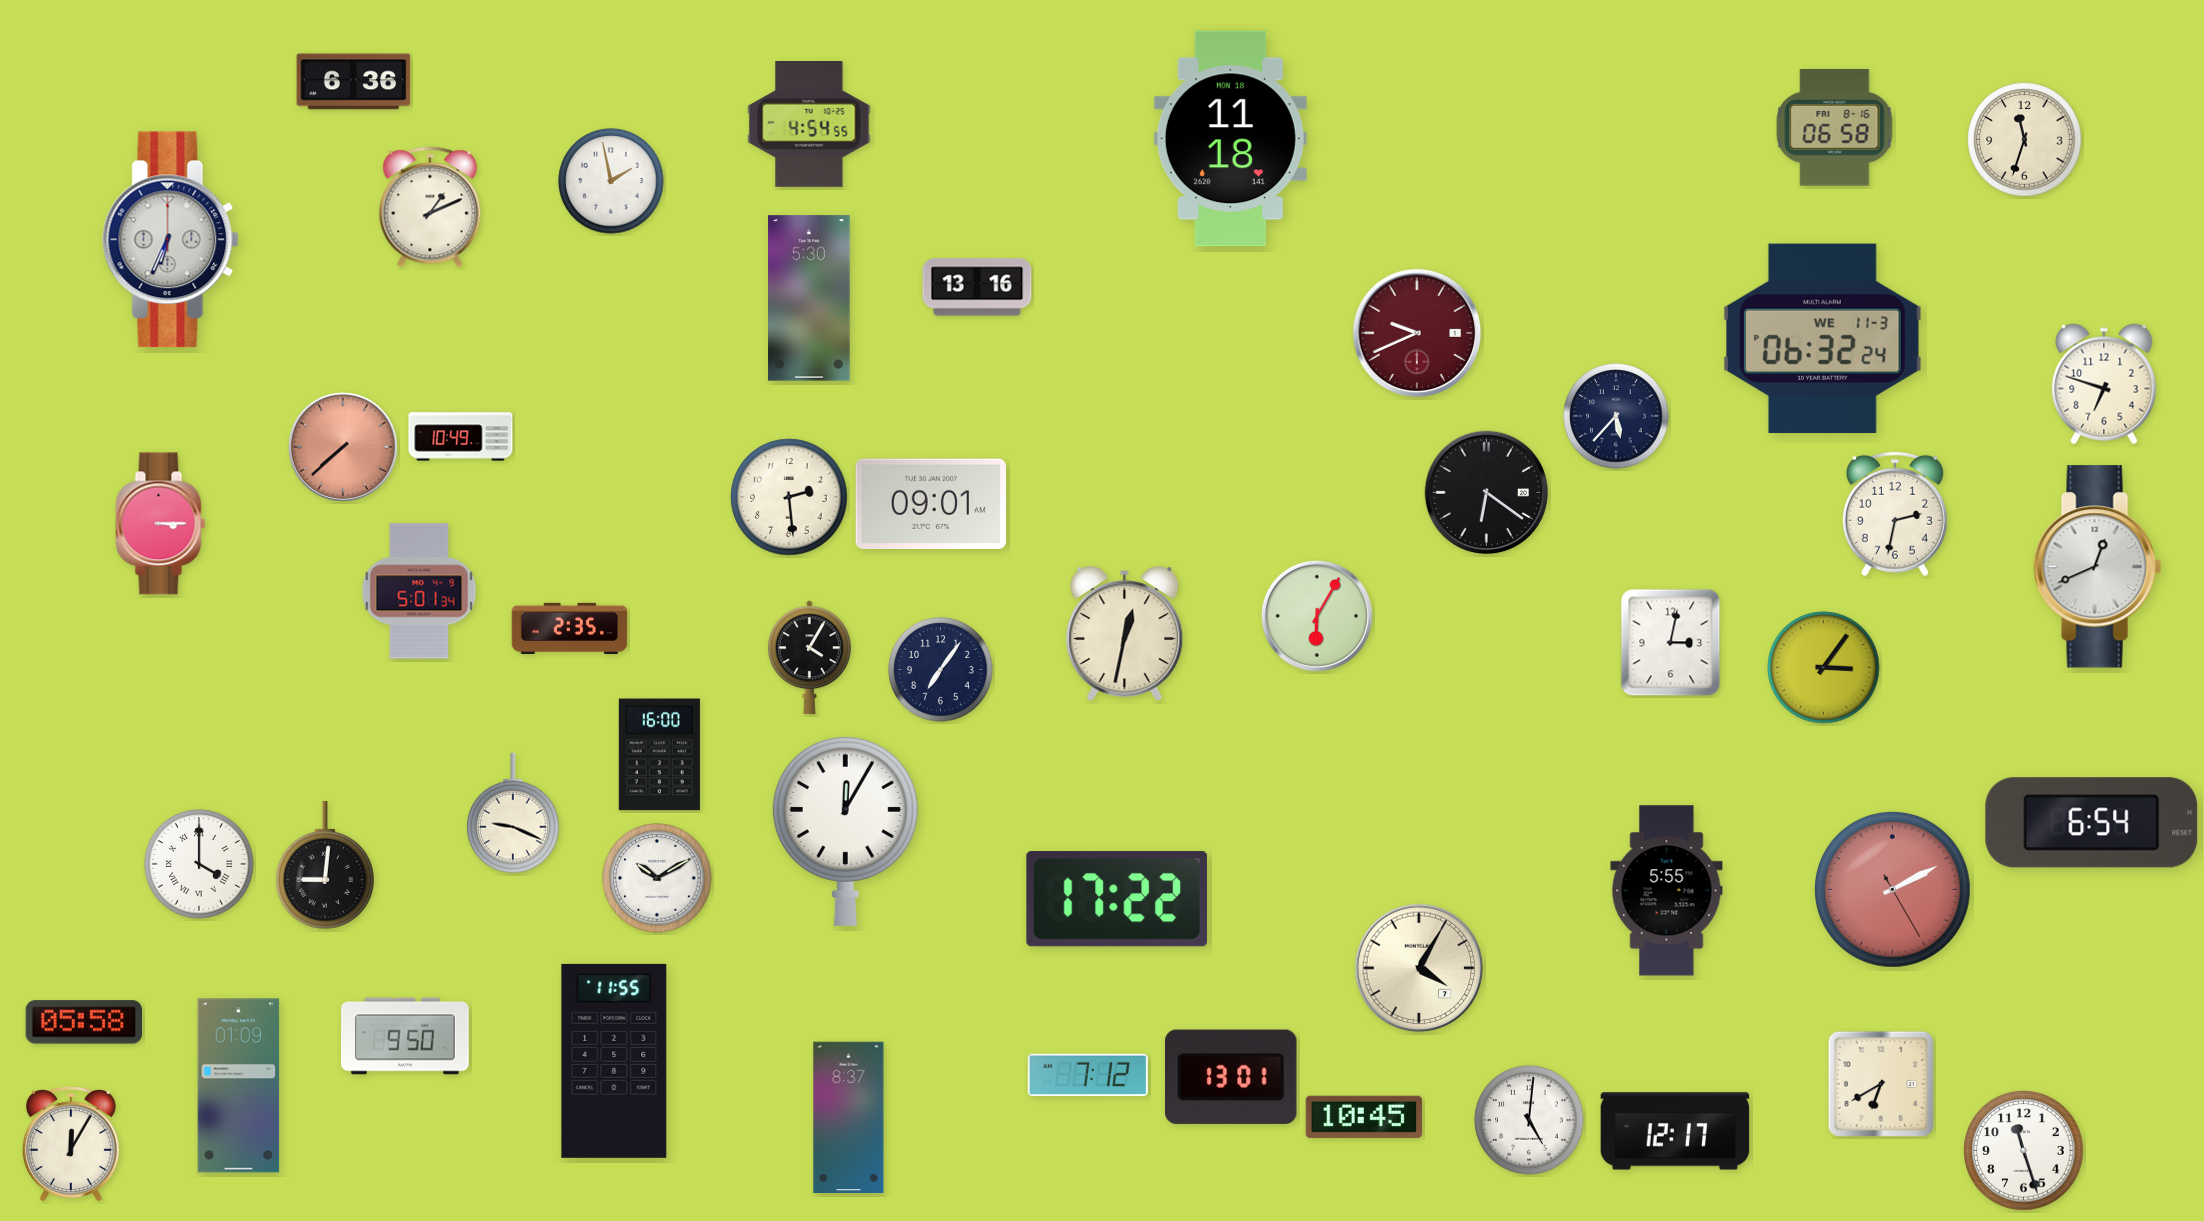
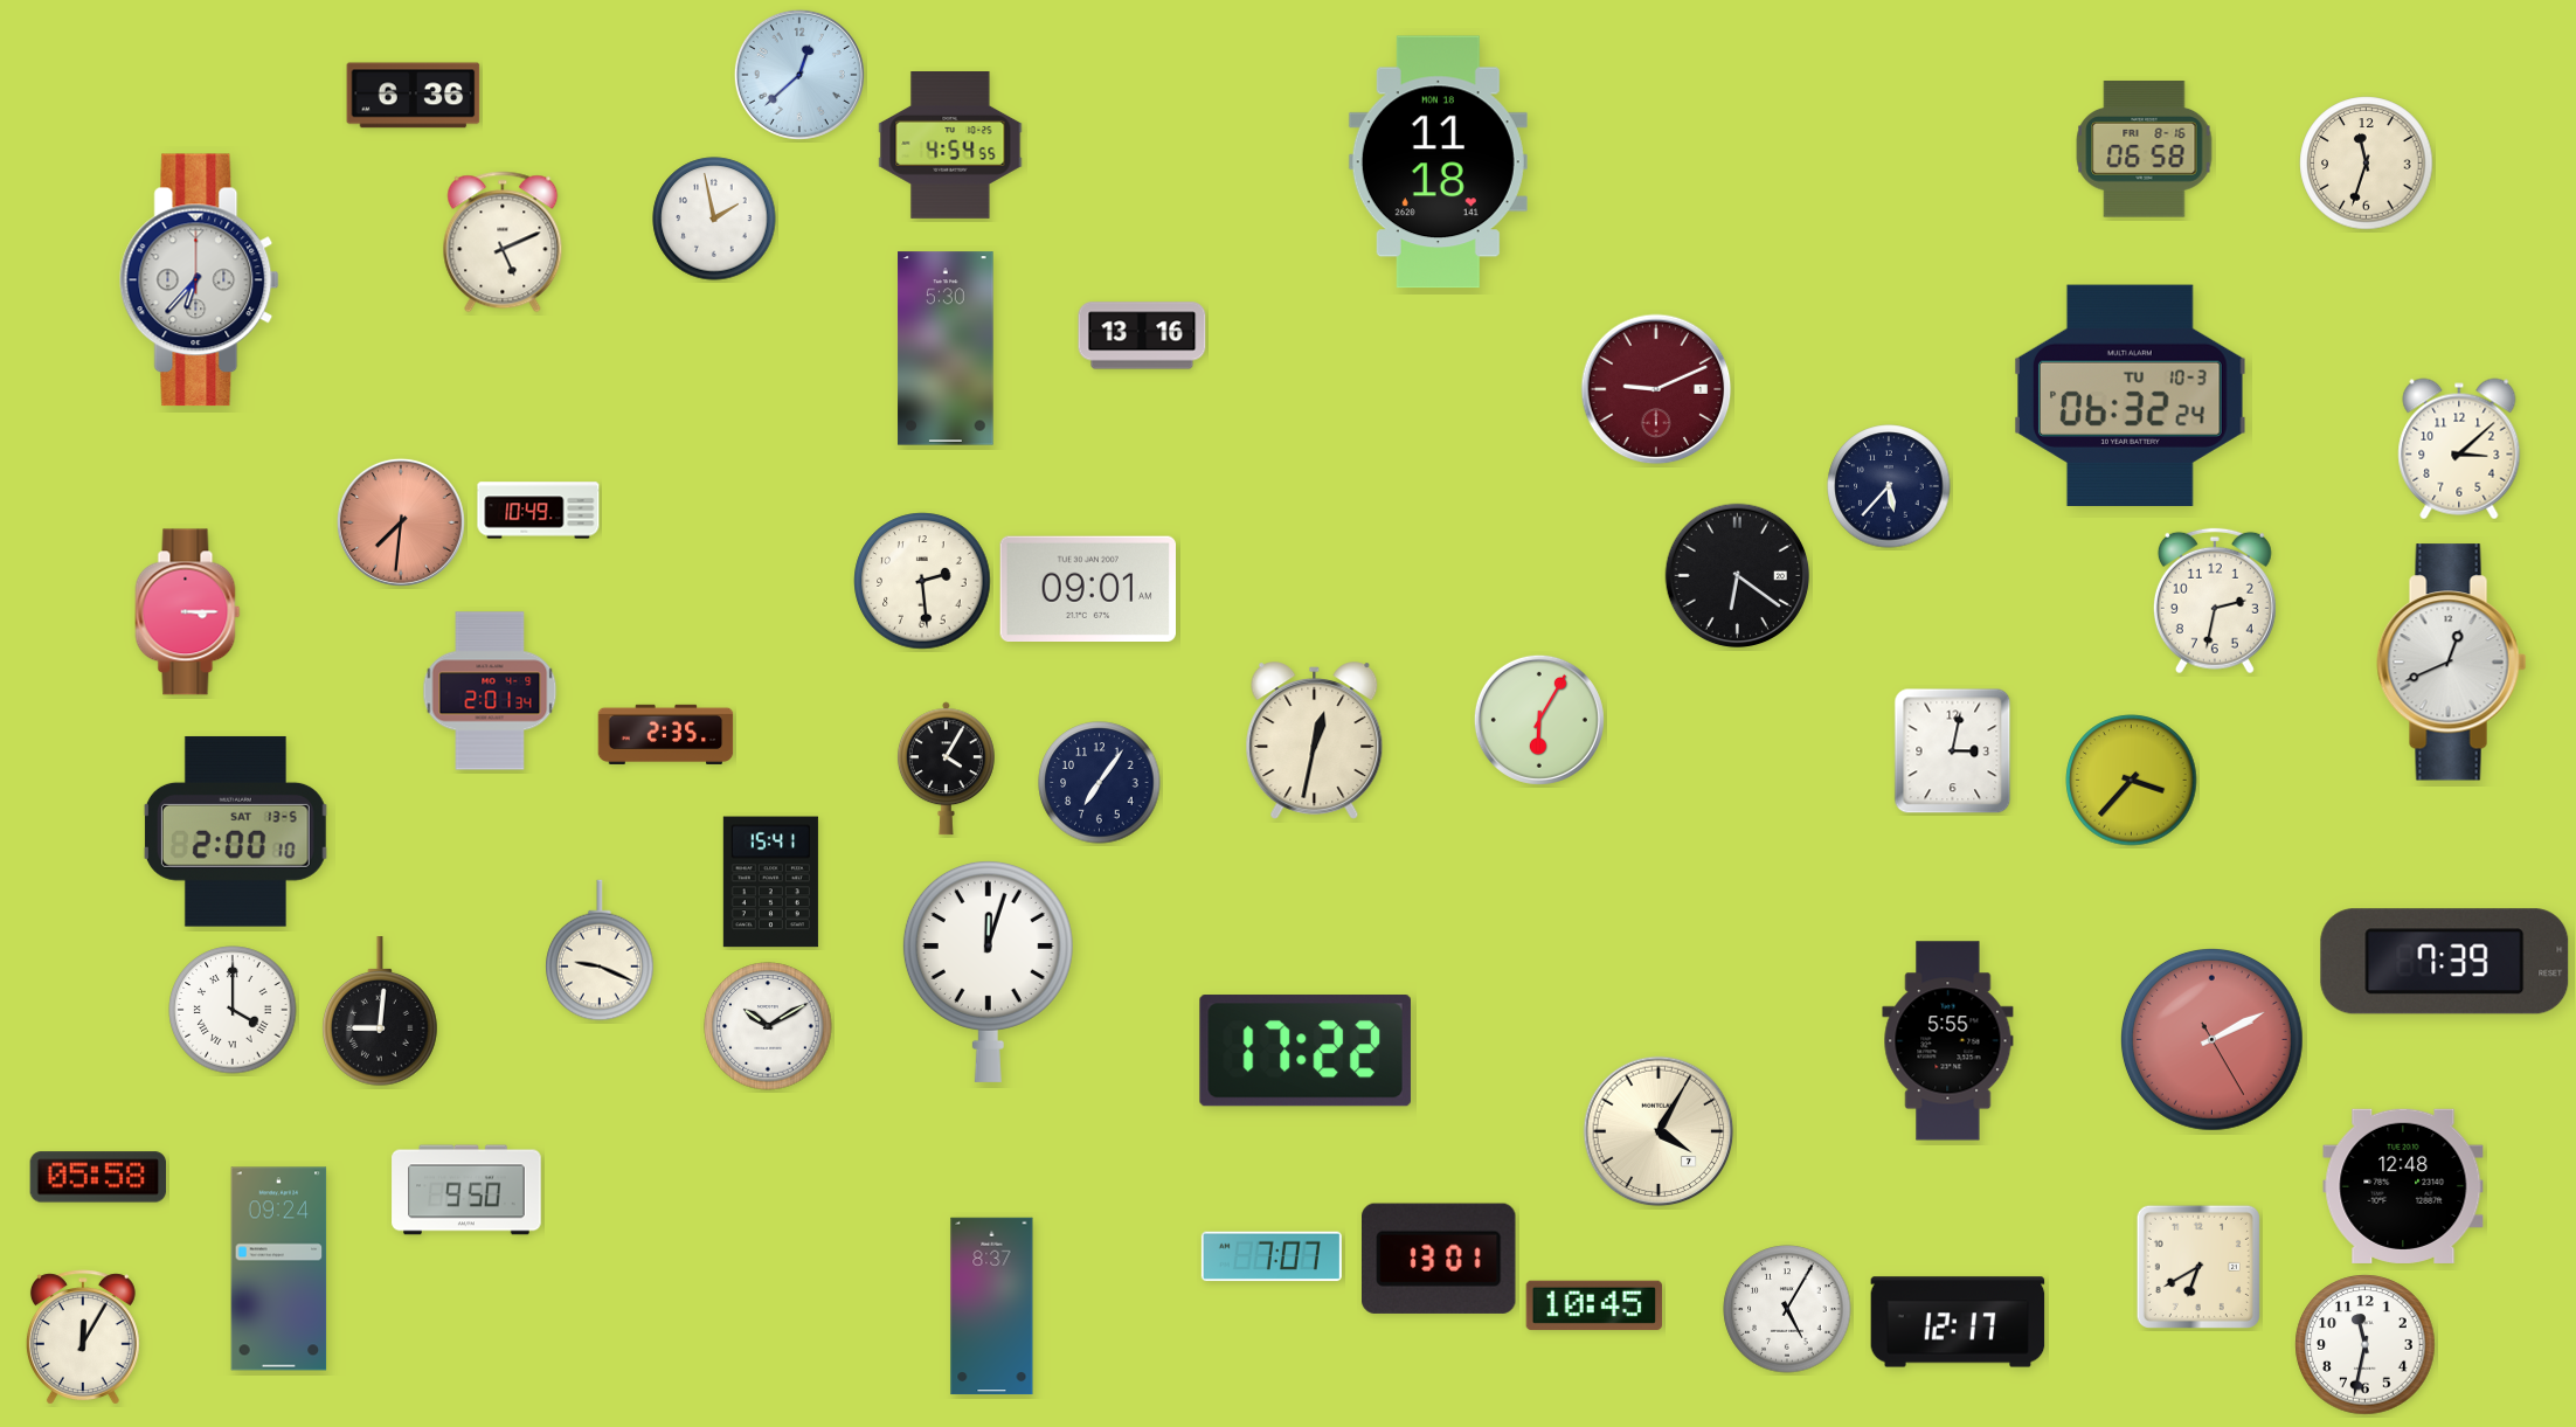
clock at (799, 75): none -> 12:38
clock at (809, 125) position: (809, 125) -> (950, 146)
clock at (611, 181) position: (611, 181) -> (714, 219)
clock at (430, 207): 1:11 -> 5:11
clock at (171, 240): 6:34 -> 6:37
clock at (1417, 333): 9:41 -> 9:11
clock at (1823, 338) date: WE 11-3 -> TU 10-3
clock at (2104, 384): 6:48 -> 3:08
clock at (343, 447): 7:38 -> 7:31
clock at (419, 591): 5:01 -> 2:01
clock at (1824, 668): 3:06 -> 3:37
clock at (235, 831): none -> 2:00
clock at (659, 755): 16:00 -> 15:41
clock at (2092, 823): 6:54 -> 7:39
clock at (845, 831): 12:05 -> 12:03
clock at (2403, 1186): none -> 12:48
clock at (83, 1022) position: (83, 1022) -> (97, 1177)
clock at (405, 1036) position: (405, 1036) -> (466, 1190)
clock at (614, 1061): 11:55 -> none
clock at (1088, 1075): 7:12 -> 7:07
clock at (239, 1086): 01:09 -> 09:24
clock at (1529, 1120): 5:01 -> 5:05
clock at (2024, 1151): 11:27 -> 11:32
